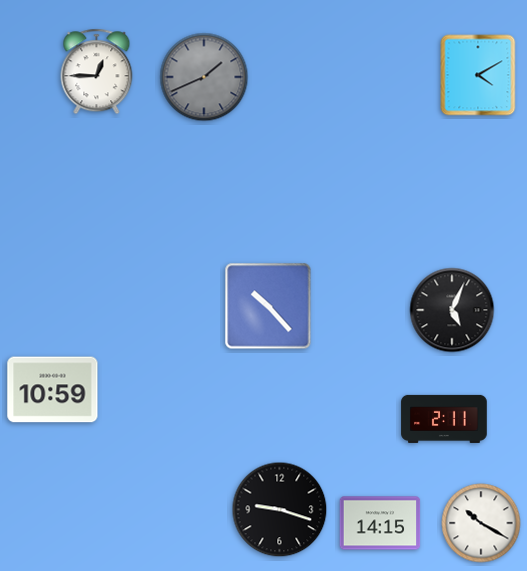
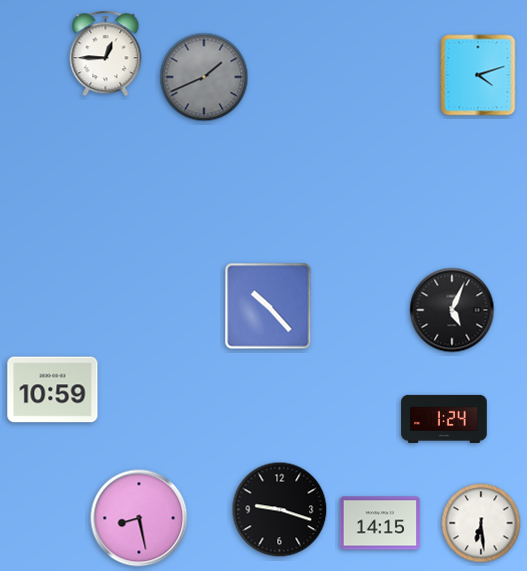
clock at (97, 72) position: (97, 72) -> (106, 54)
clock at (478, 75): 4:10 -> 4:12
clock at (444, 419): 2:11 -> 1:24
clock at (139, 518): none -> 8:28
clock at (481, 523): 10:20 -> 6:29
